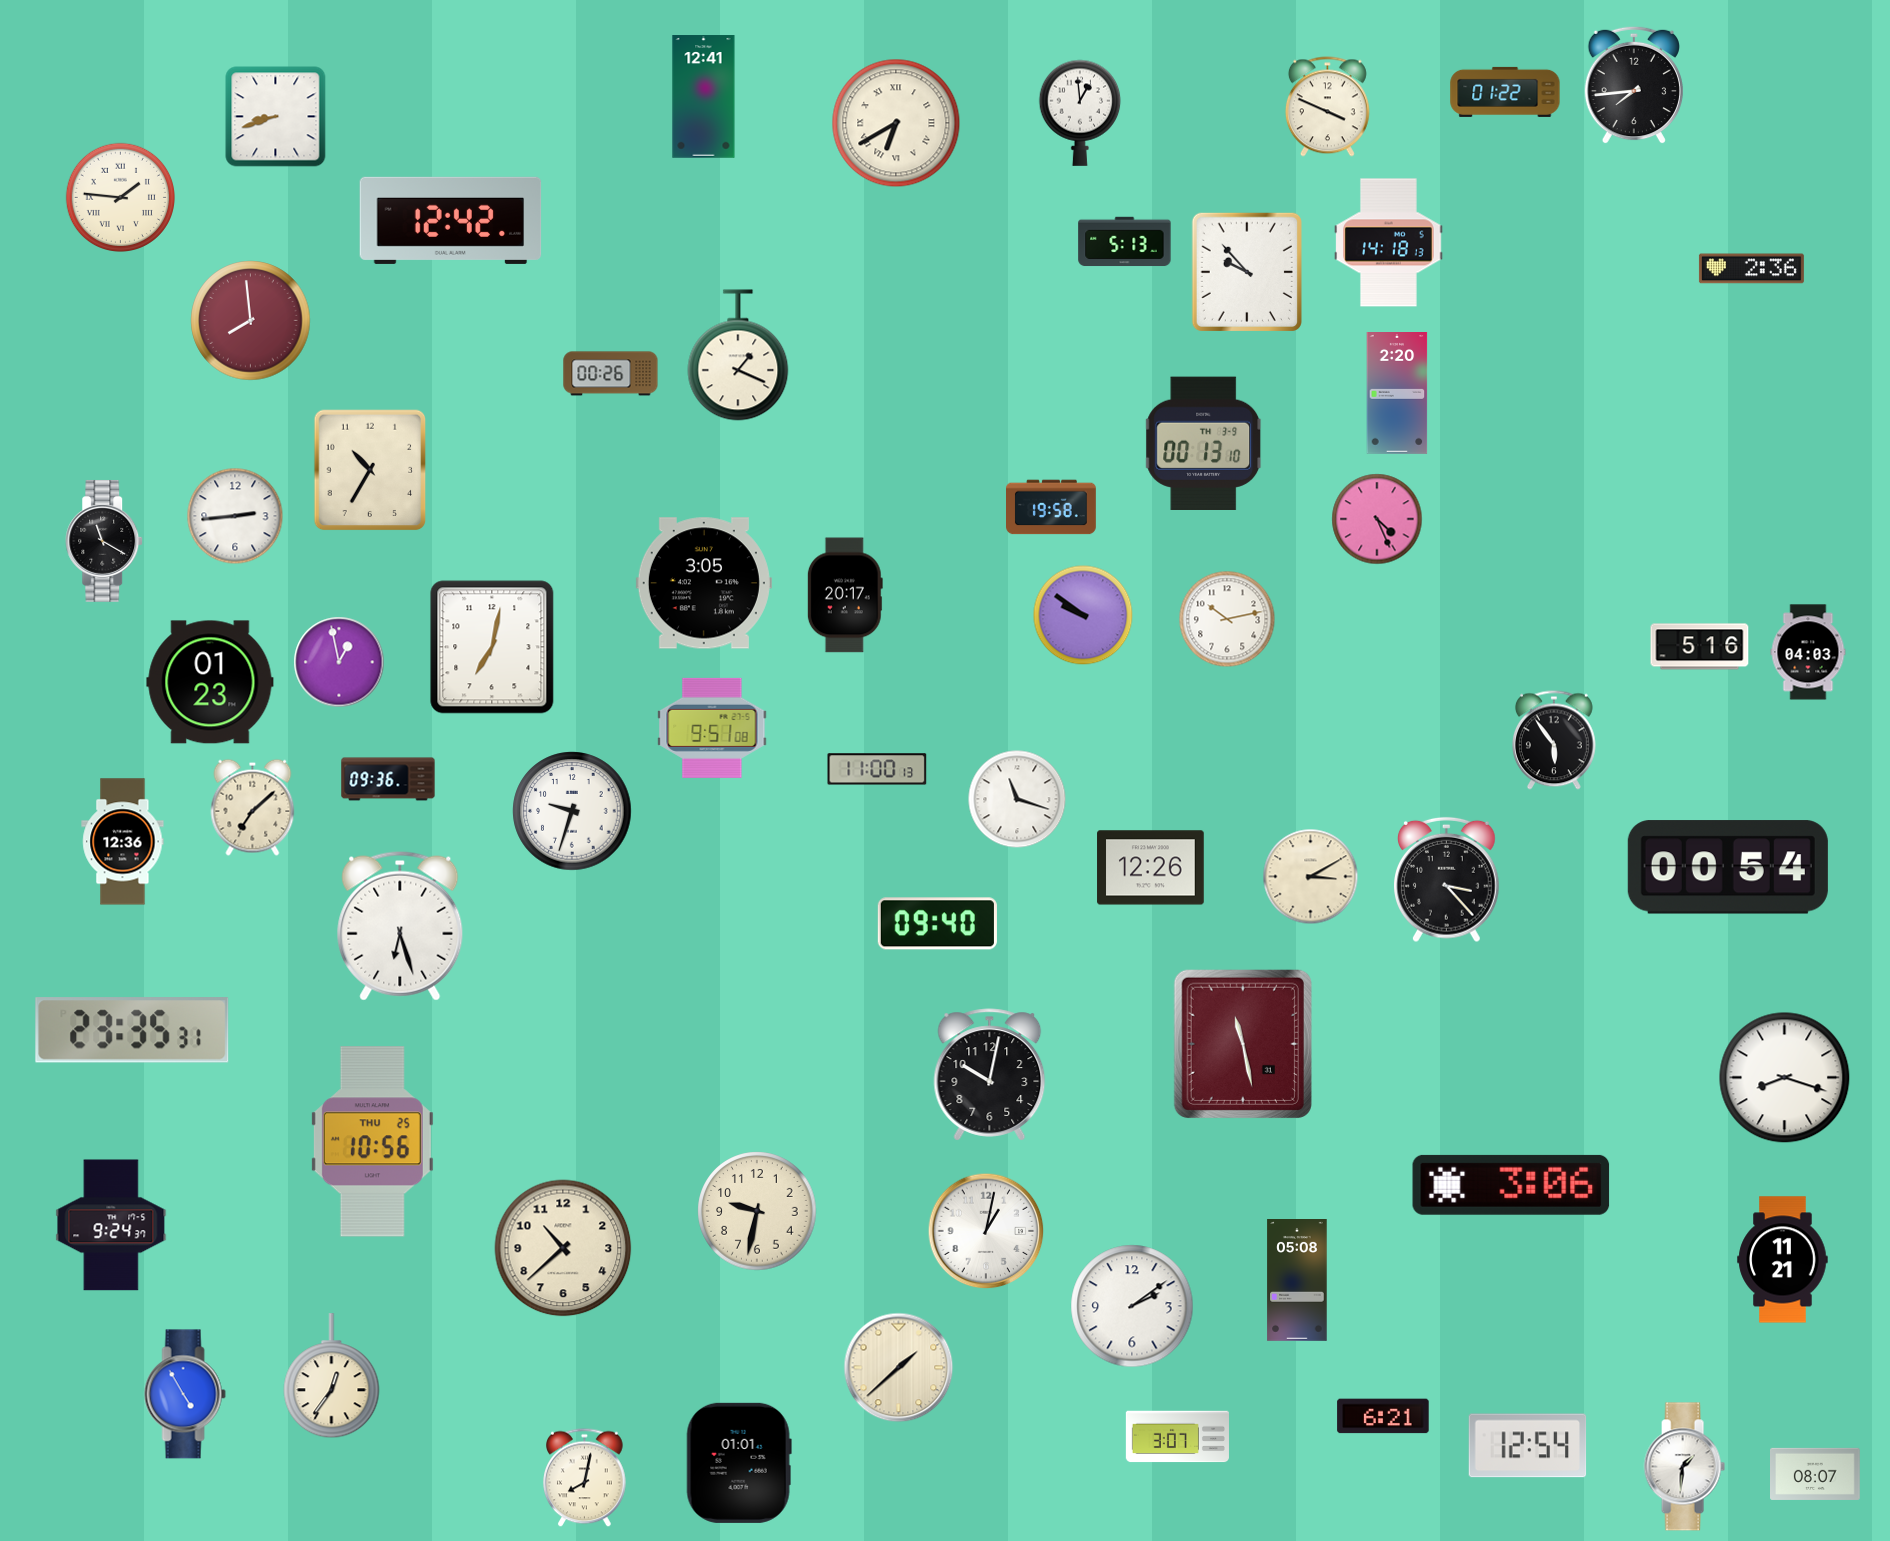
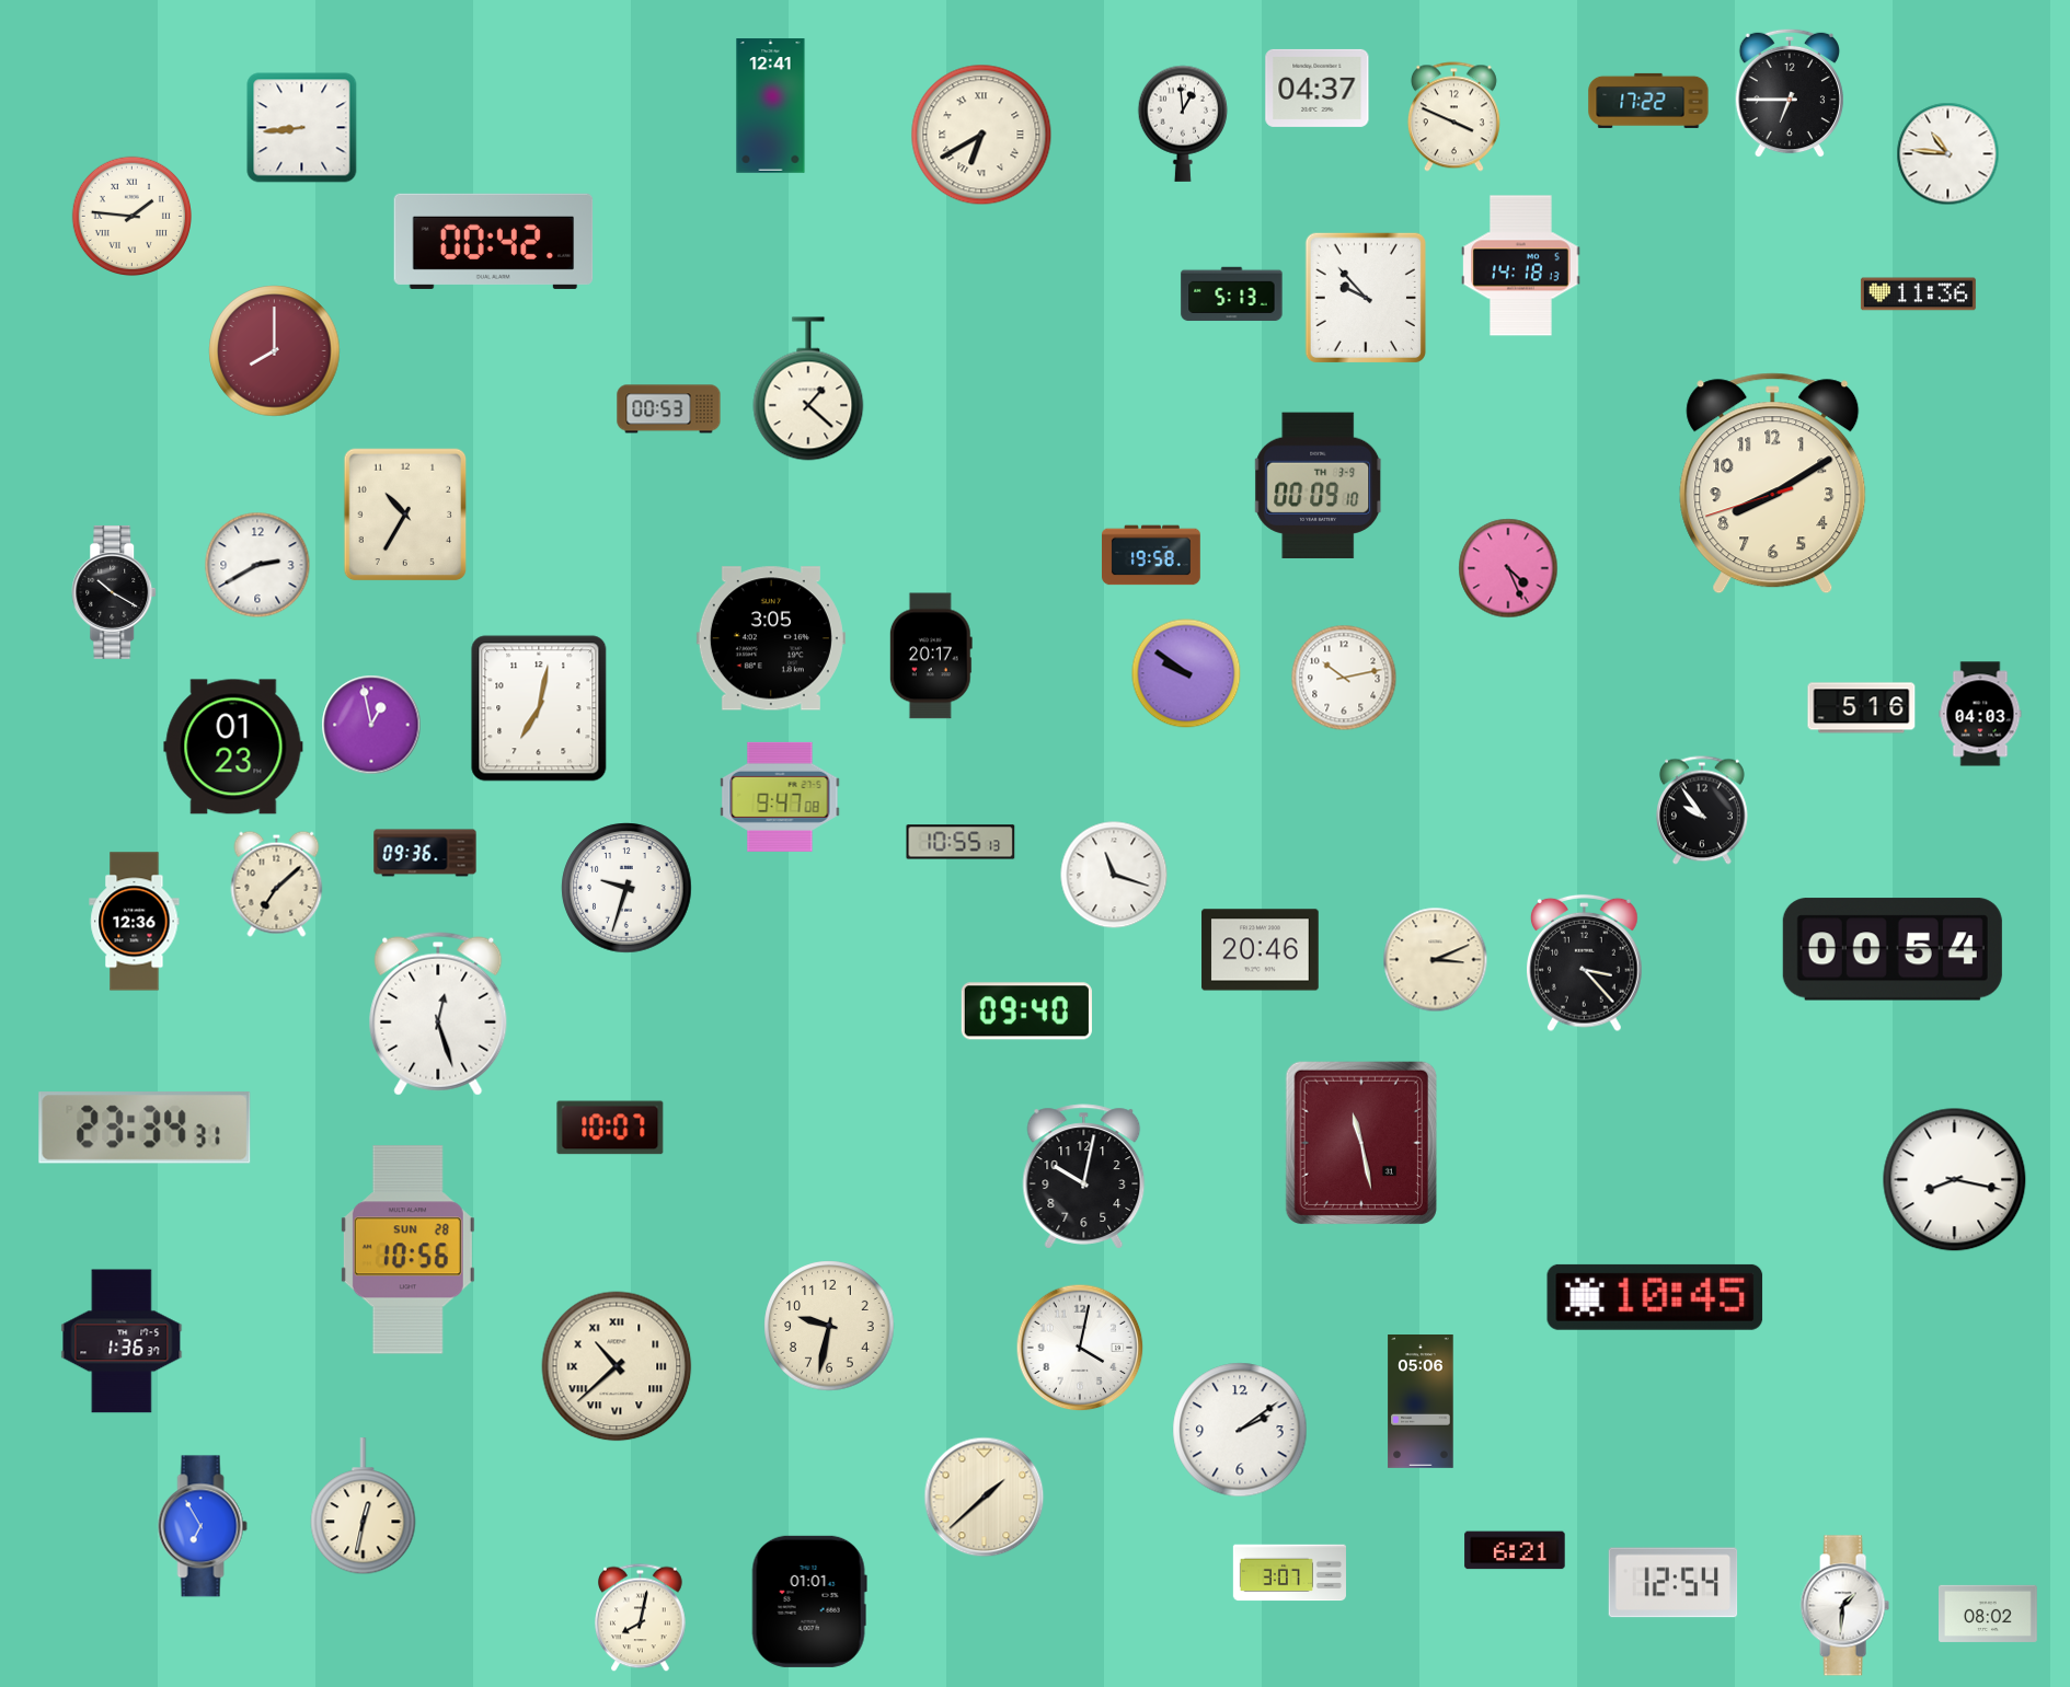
clock at (1318, 88): none -> 04:37
clock at (1634, 85): 7:44 -> 6:45
clock at (1505, 92): 01:22 -> 17:22
clock at (276, 117): 8:42 -> 8:44
clock at (1948, 154): none -> 10:46
clock at (451, 220): 12:42 -> 00:42
clock at (1125, 242) position: (1125, 242) -> (1232, 294)
clock at (1751, 269): 2:36 -> 11:36
clock at (251, 321): 7:59 -> 8:00
clock at (738, 355): 1:19 -> 1:22
clock at (611, 374): 00:26 -> 00:53
clock at (1397, 394): 2:20 -> none
clock at (1773, 484): none -> 8:09
clock at (1204, 444): 00:13 -> 00:09
clock at (235, 516): 2:44 -> 2:40
clock at (105, 541): 11:20 -> 10:20
clock at (845, 595) position: (845, 595) -> (931, 656)
clock at (210, 682) position: (210, 682) -> (233, 747)
clock at (712, 728): 9:51 -> 9:47
clock at (1554, 740): 5:54 -> 9:54
clock at (877, 769): 11:00 -> 10:55
clock at (1151, 868): 12:26 -> 20:46
clock at (1311, 877): 3:10 -> 3:11
clock at (400, 926): 6:27 -> 12:27
clock at (132, 1030): 23:35 -> 23:34
clock at (610, 1128): none -> 10:07
clock at (1785, 1078): 8:18 -> 8:17
clock at (372, 1142) date: THU 25 -> SUN 28
clock at (1511, 1185): 3:06 -> 10:45
clock at (111, 1225): 9:24 -> 1:36
clock at (986, 1231): 1:02 -> 4:02
clock at (563, 1248) numerals: Arabic -> Roman
clock at (1783, 1260): 11:21 -> none
clock at (1297, 1281): 05:08 -> 05:06
clock at (332, 1376): 12:36 -> 12:32
clock at (185, 1394): 4:55 -> 6:55
clock at (1816, 1474): 08:07 -> 08:02
